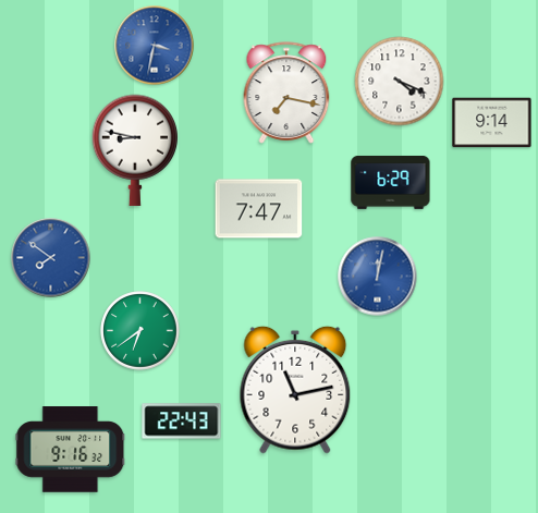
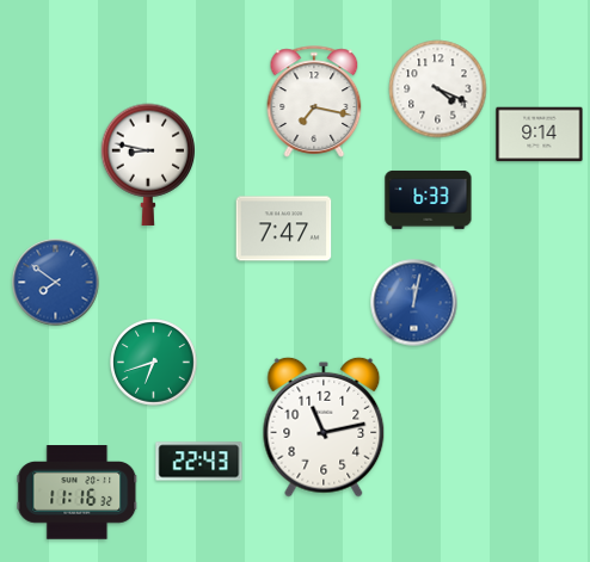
clock at (155, 46): 3:32 -> none
clock at (391, 182): 6:29 -> 6:33
clock at (140, 331): 6:39 -> 6:42
clock at (71, 450): 9:16 -> 11:16
